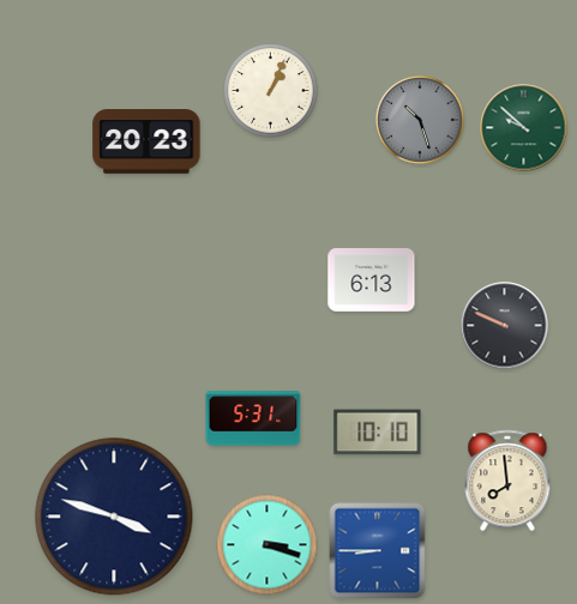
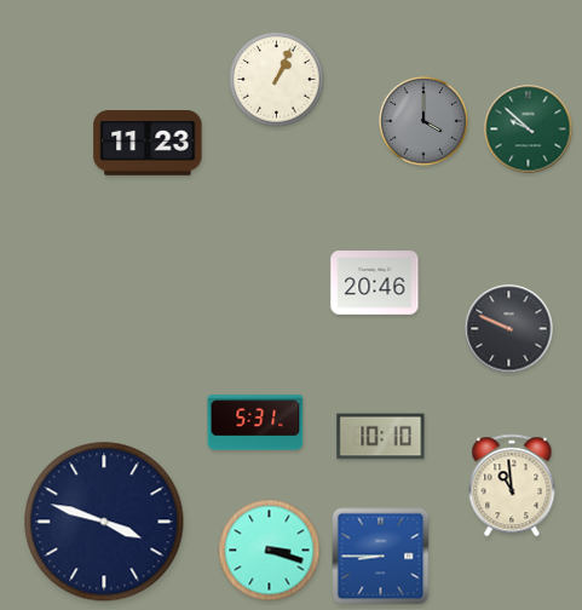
clock at (271, 91) position: (271, 91) -> (277, 80)
clock at (420, 120): 10:27 -> 4:00
clock at (146, 143): 20:23 -> 11:23
clock at (372, 280): 6:13 -> 20:46
clock at (507, 481): 7:59 -> 10:59
clock at (114, 517) position: (114, 517) -> (104, 522)
